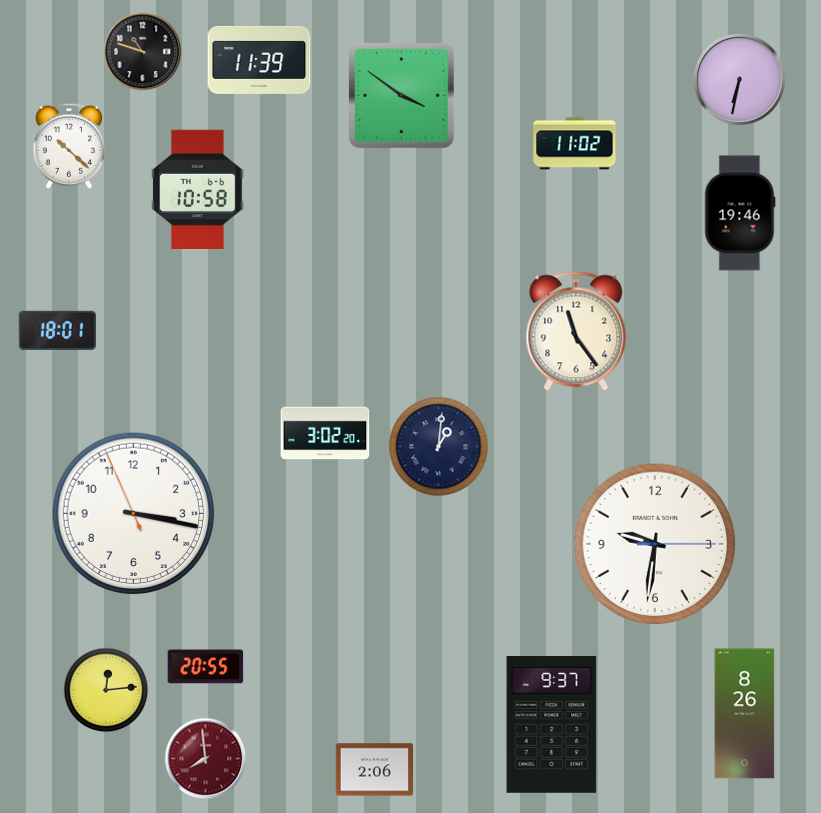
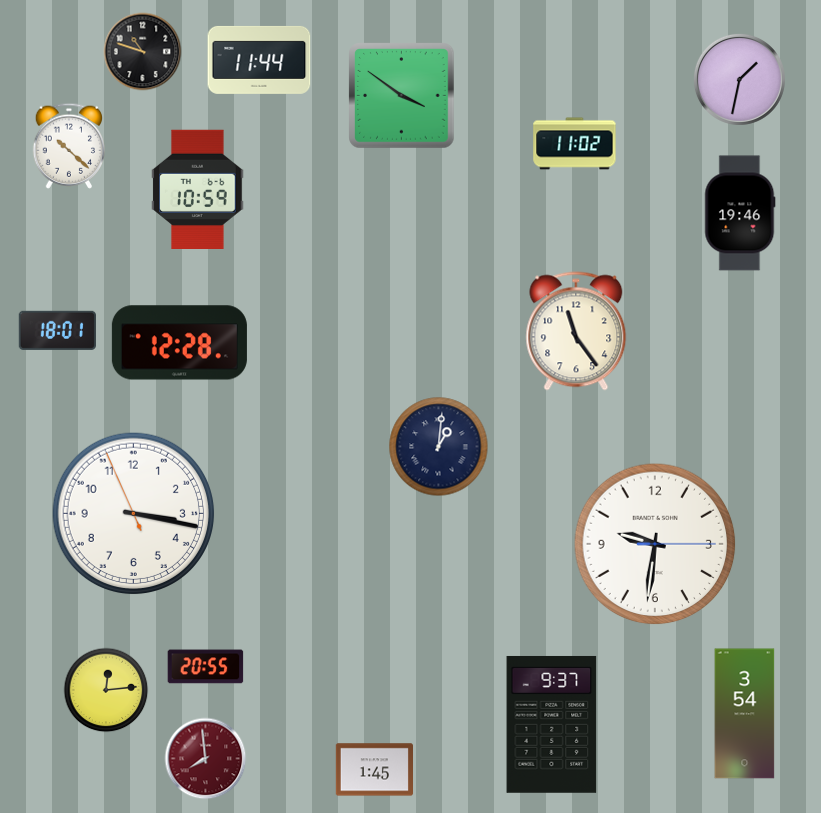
clock at (259, 60): 11:39 -> 11:44
clock at (739, 79): 6:32 -> 1:32
clock at (198, 189): 10:58 -> 10:59
clock at (179, 343): none -> 12:28
clock at (325, 433): 3:02 -> none
clock at (745, 714): 8:26 -> 3:54
clock at (374, 770): 2:06 -> 1:45
